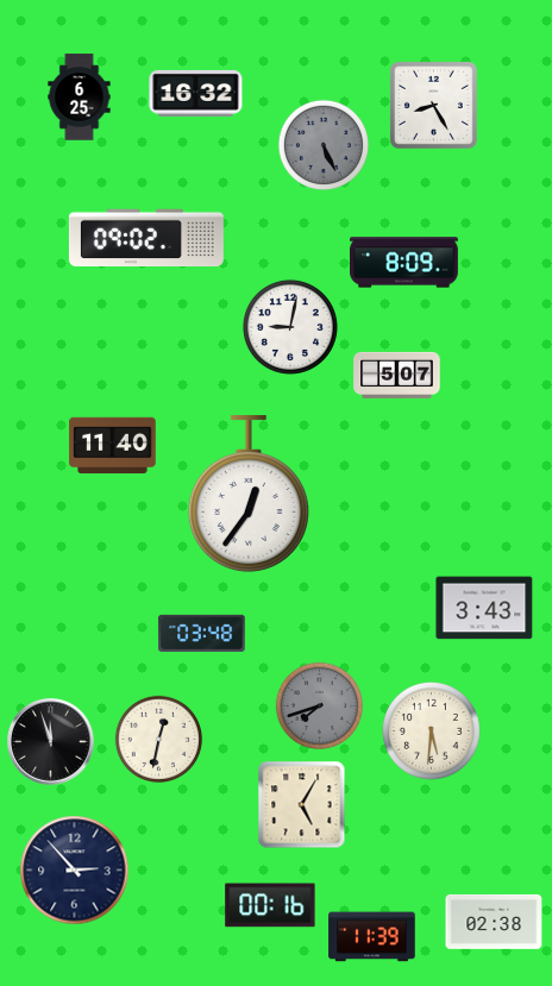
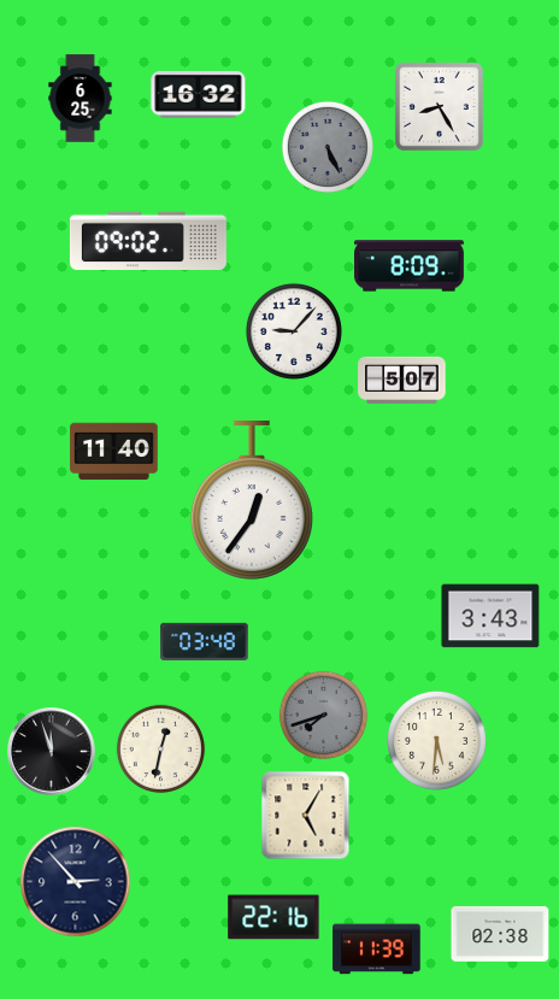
clock at (290, 327): 9:02 -> 9:07
clock at (270, 905): 00:16 -> 22:16
